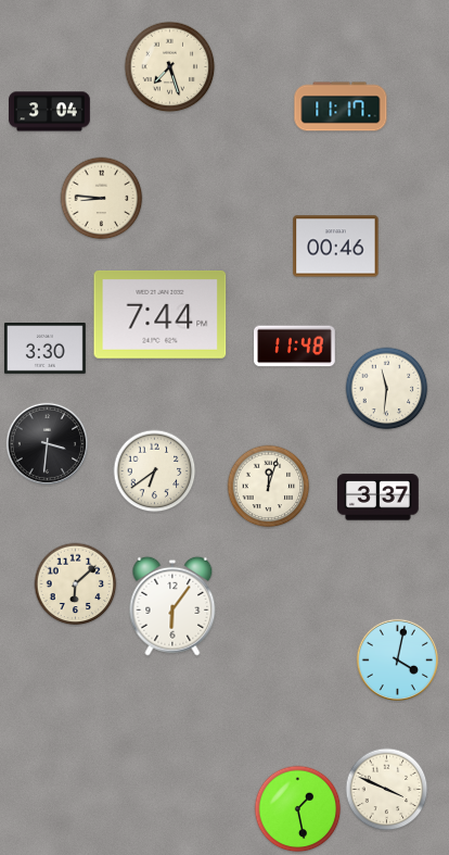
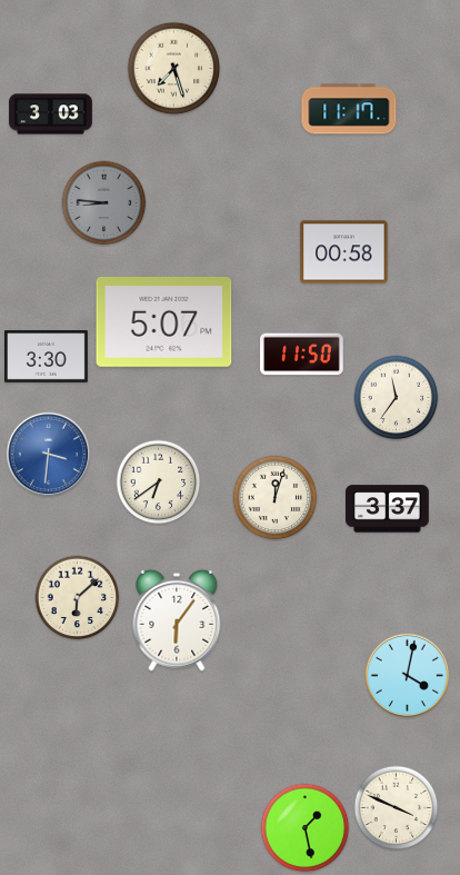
clock at (50, 112): 3:04 -> 3:03
clock at (102, 199) dial: cream -> grey
clock at (336, 247): 00:46 -> 00:58
clock at (161, 314): 7:44 -> 5:07
clock at (295, 347): 11:48 -> 11:50
clock at (387, 389): 11:31 -> 11:36
clock at (47, 443) dial: black -> blue
